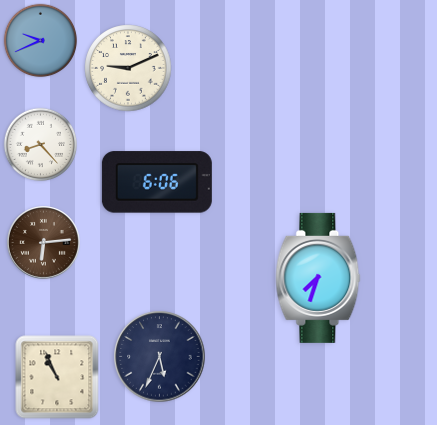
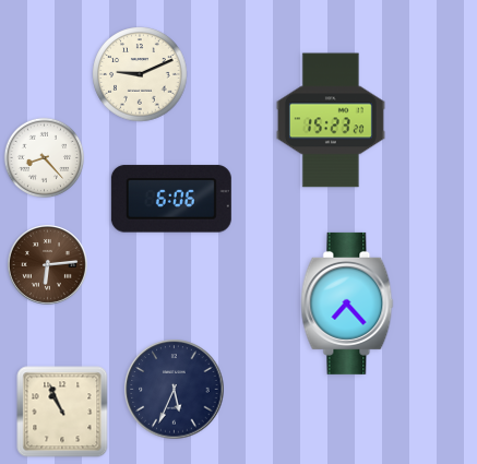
clock at (41, 41): 9:41 -> none
clock at (331, 120): none -> 15:23
clock at (318, 278): 7:33 -> 7:23
